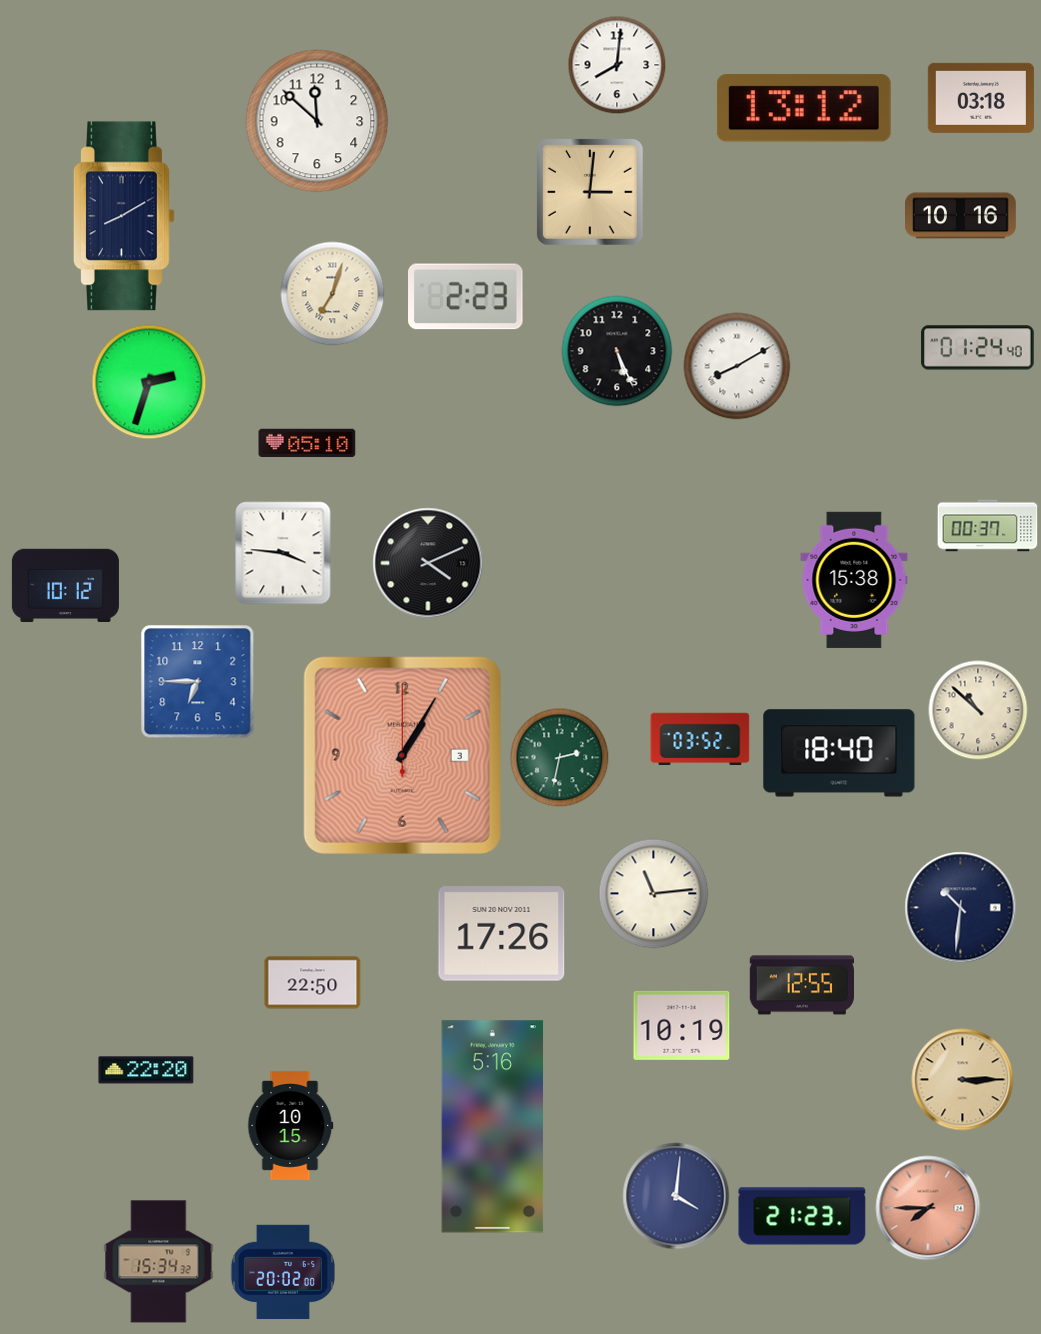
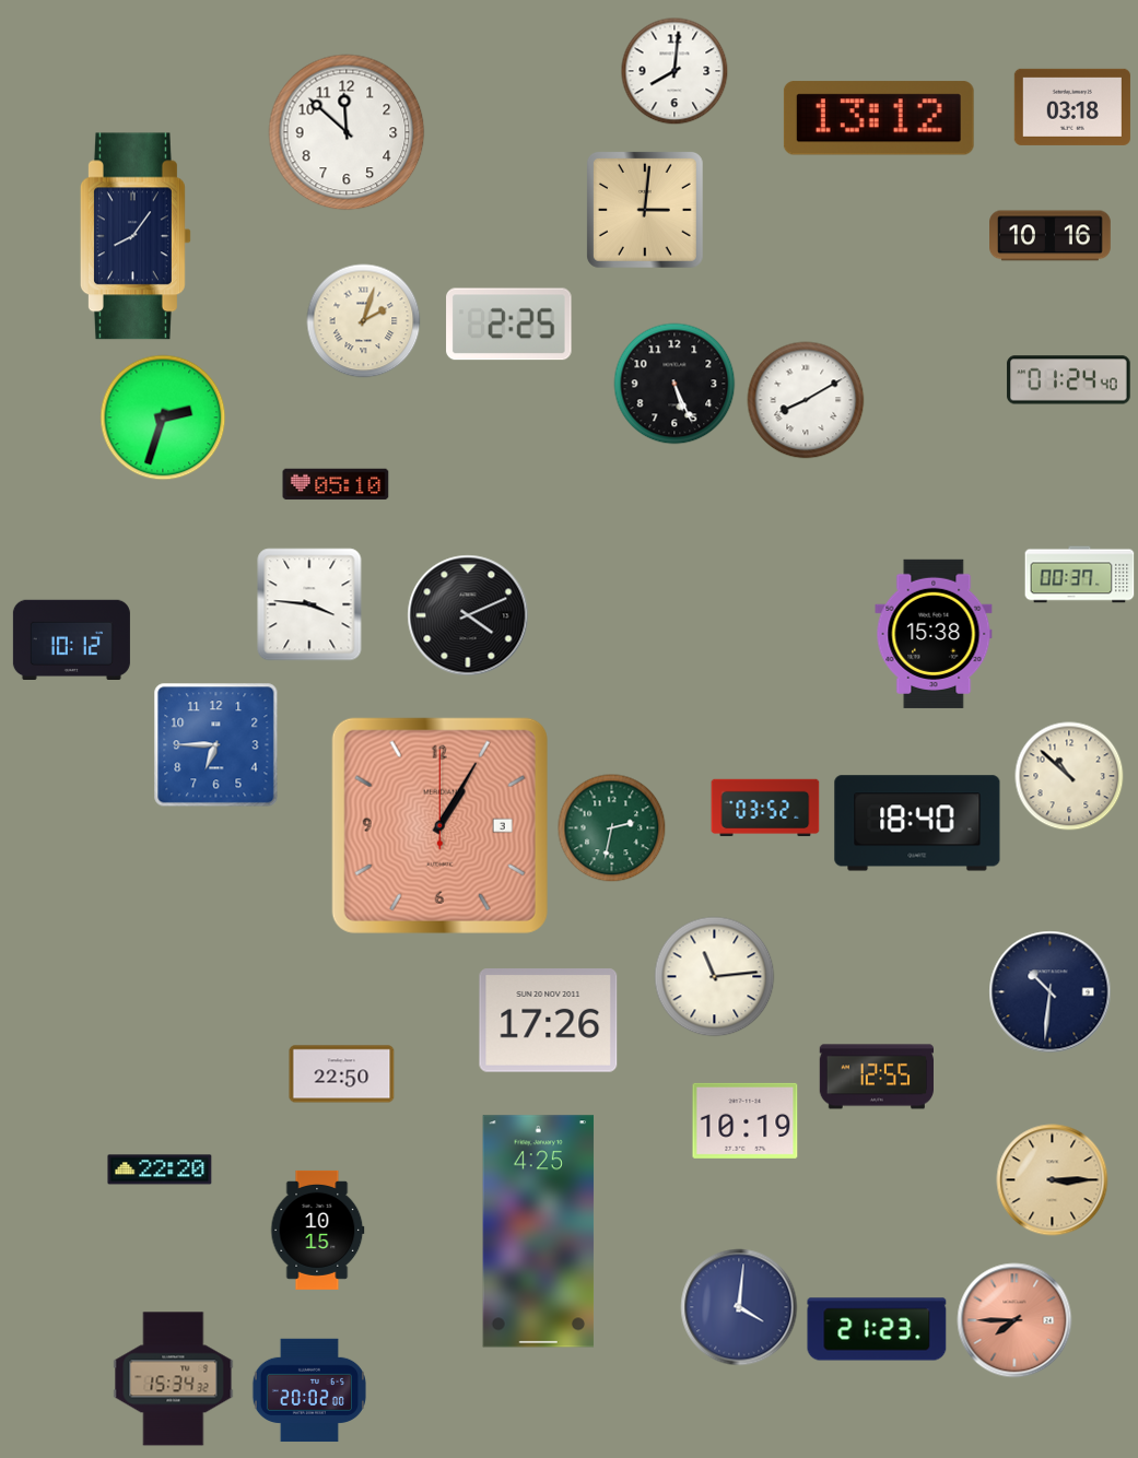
clock at (124, 216): 8:10 -> 8:06
clock at (333, 294): 7:03 -> 2:03
clock at (466, 297): 2:23 -> 2:25
clock at (493, 1127): 5:16 -> 4:25
